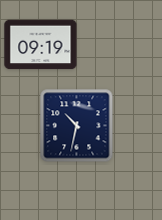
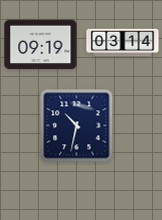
clock at (123, 43): none -> 03:14
